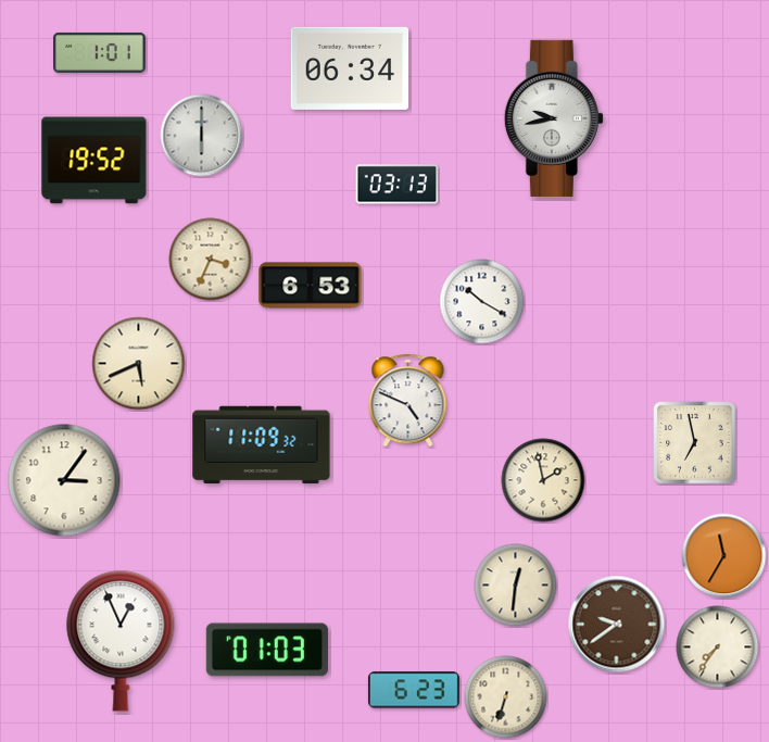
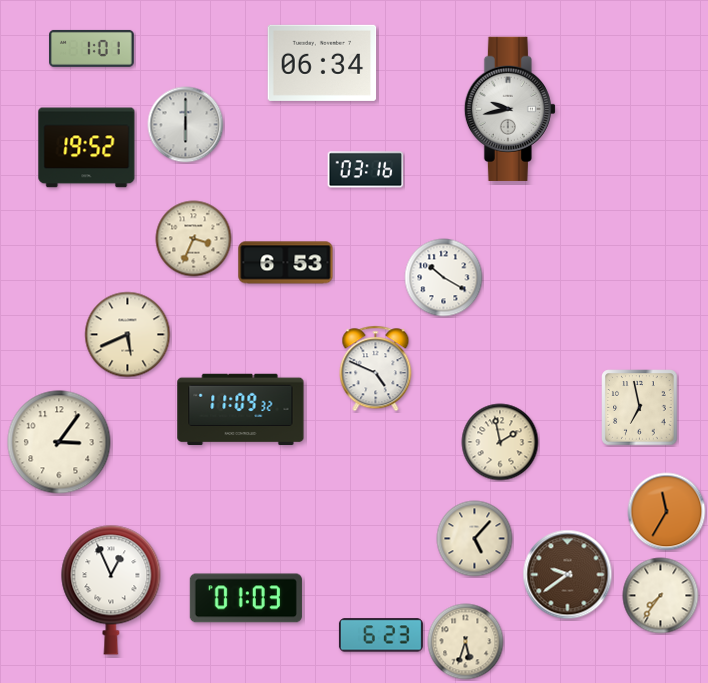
clock at (398, 185): 03:13 -> 03:16
clock at (516, 586): 12:31 -> 5:07
clock at (506, 697): 6:33 -> 5:33
